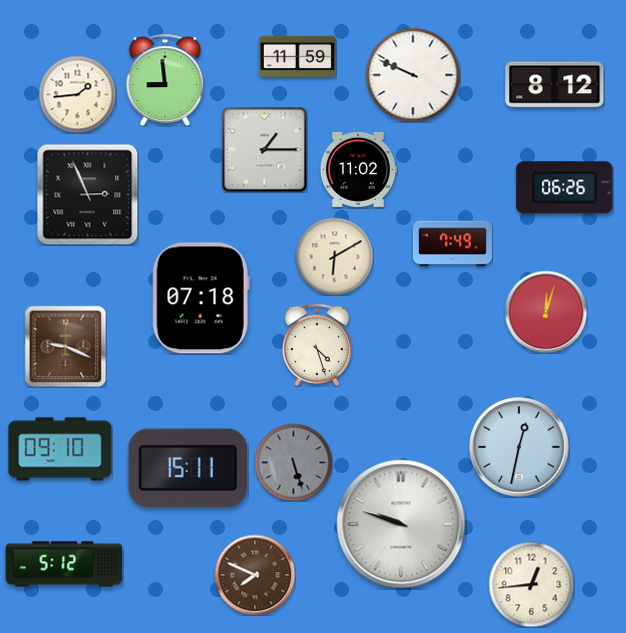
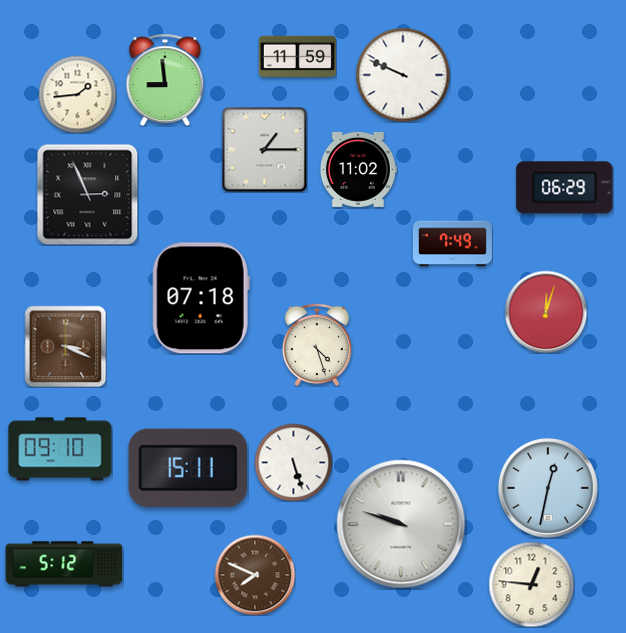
clock at (413, 75) position: (413, 75) -> (403, 75)
clock at (555, 85): 8:12 -> none
clock at (565, 188): 06:26 -> 06:29
clock at (334, 256): 6:10 -> none
clock at (65, 346): 9:19 -> 3:19
clock at (519, 447) position: (519, 447) -> (548, 488)
clock at (293, 462) dial: grey -> white
clock at (531, 584): 12:44 -> 12:46
